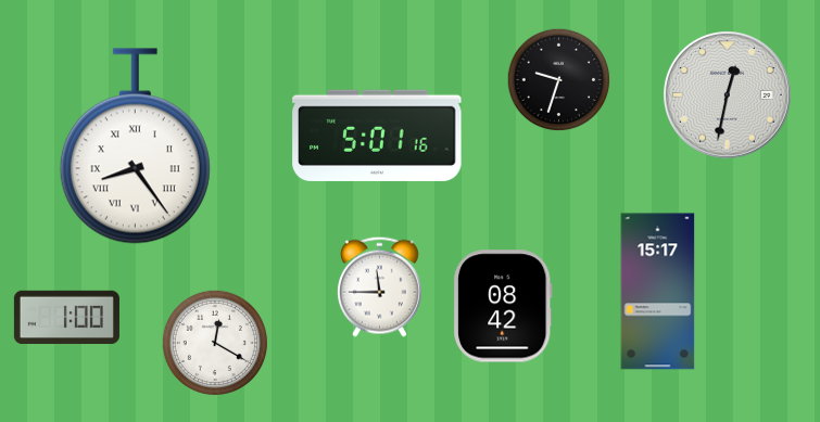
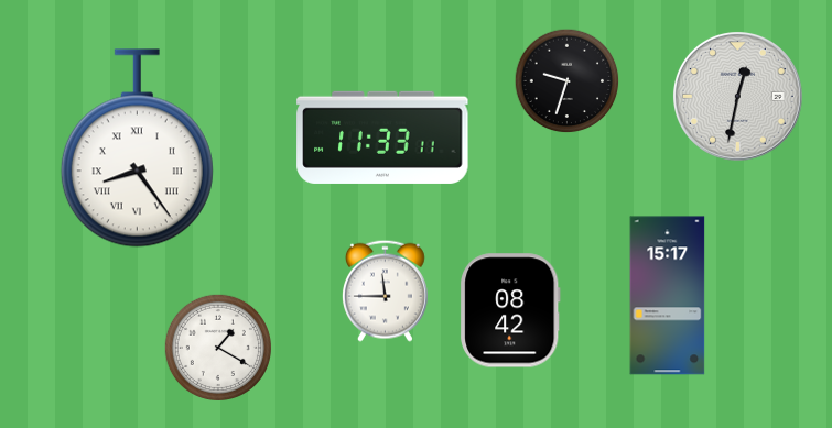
clock at (377, 136): 5:01 -> 11:33
clock at (66, 318): 1:00 -> none
clock at (215, 343): 12:20 -> 1:20
